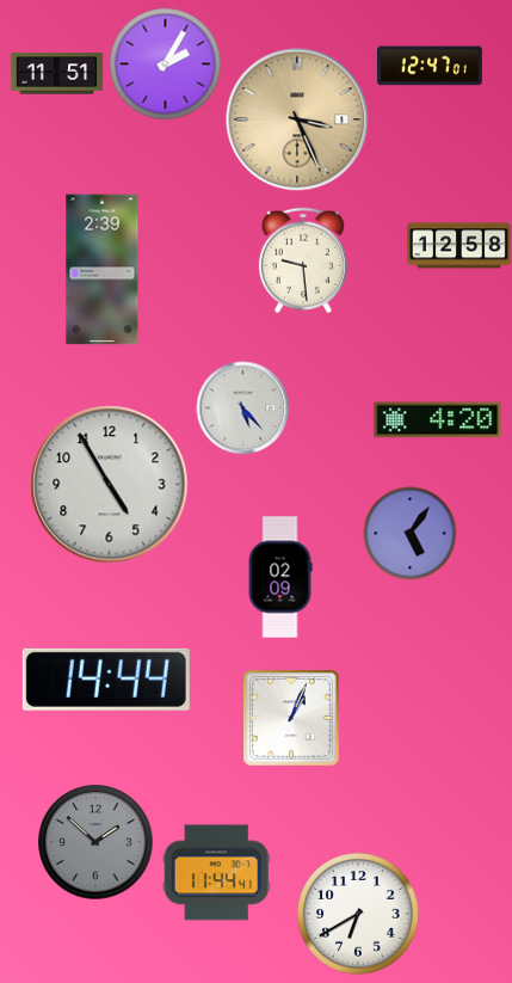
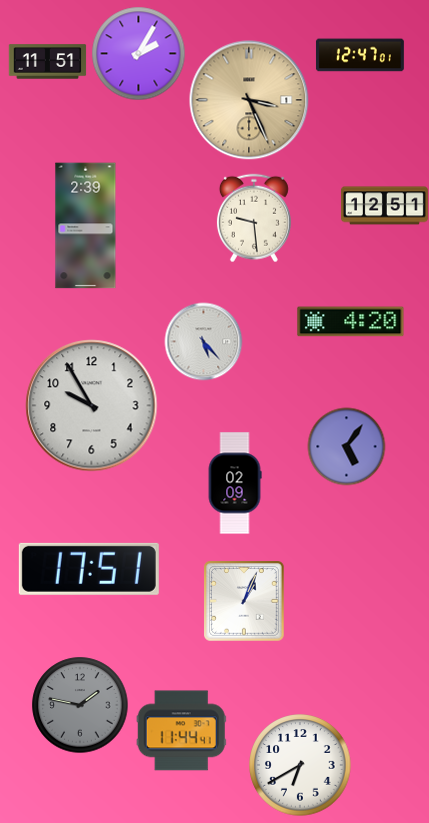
clock at (458, 246): 12:58 -> 12:51
clock at (438, 420) position: (438, 420) -> (351, 322)
clock at (110, 485): 4:55 -> 9:55
clock at (409, 533) position: (409, 533) -> (346, 446)
clock at (106, 680): 14:44 -> 17:51
clock at (95, 842): 1:52 -> 1:47
